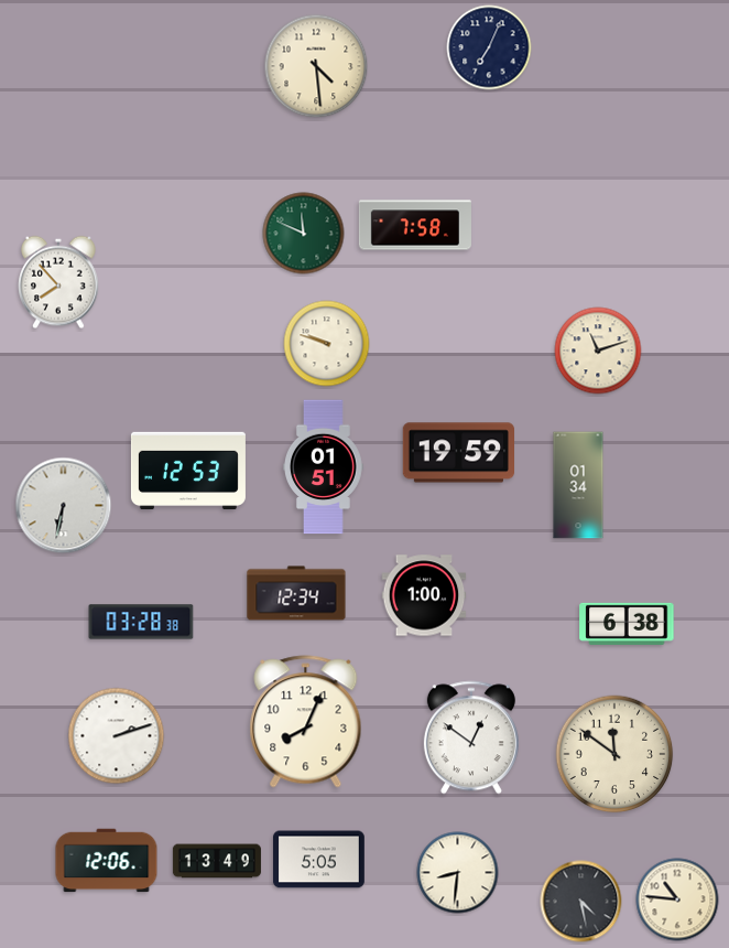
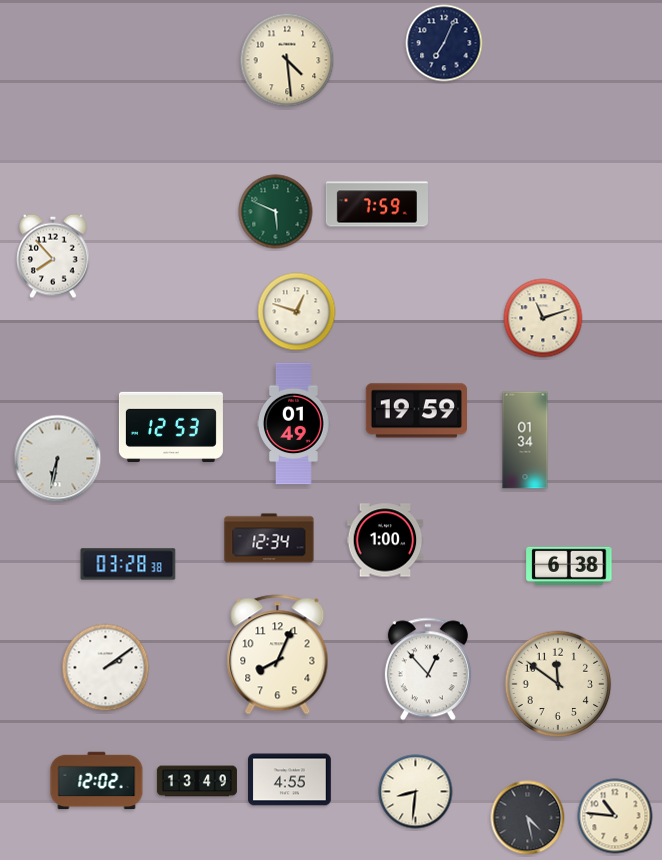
clock at (414, 225): 7:58 -> 7:59
clock at (304, 234): 11:49 -> 5:49
clock at (327, 344): 9:48 -> 12:48
clock at (324, 467): 01:51 -> 01:49
clock at (117, 736): 2:12 -> 2:09
clock at (471, 737): 12:51 -> 12:53
clock at (319, 860): 5:05 -> 4:55
clock at (107, 861): 12:06 -> 12:02
